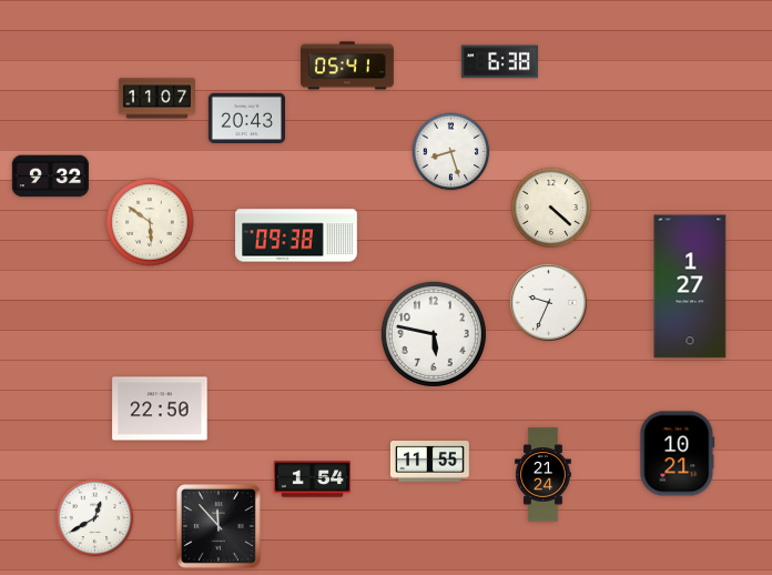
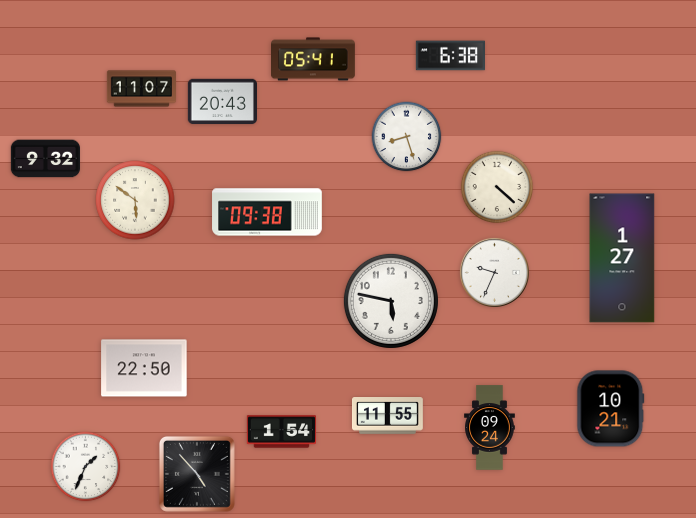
clock at (246, 119) position: (246, 119) -> (222, 102)
clock at (544, 475): 21:24 -> 09:24
clock at (95, 518): 12:40 -> 1:34
clock at (219, 526): 11:53 -> 4:53
